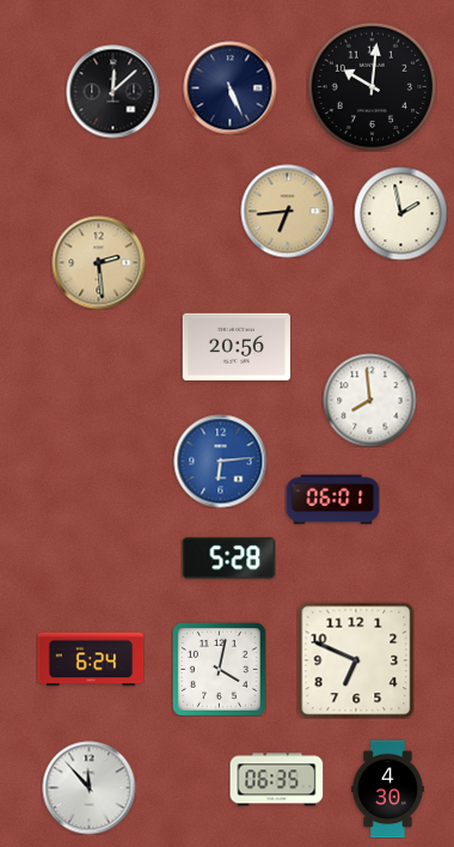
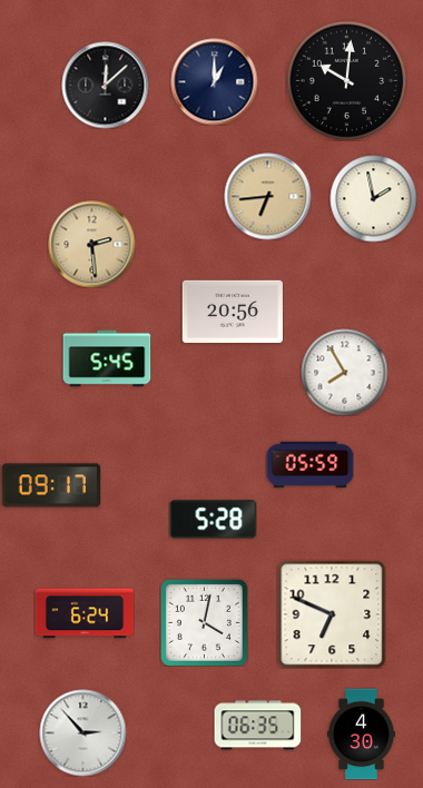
clock at (229, 87): 5:26 -> 1:00
clock at (237, 347) position: (237, 347) -> (233, 312)
clock at (107, 358): none -> 5:45
clock at (369, 400): 7:59 -> 7:55
clock at (220, 461): 6:14 -> none
clock at (332, 500): 06:01 -> 05:59
clock at (51, 485): none -> 09:17
clock at (88, 787): 11:53 -> 2:53
